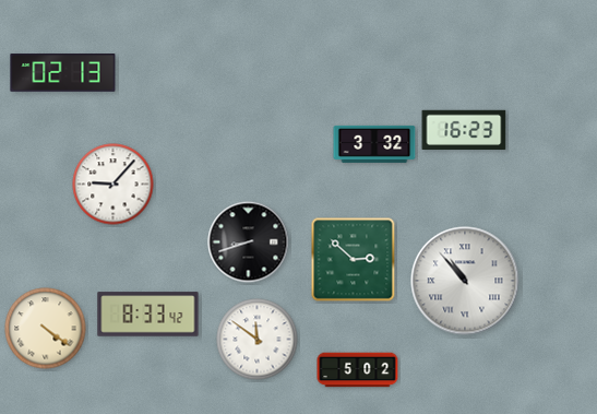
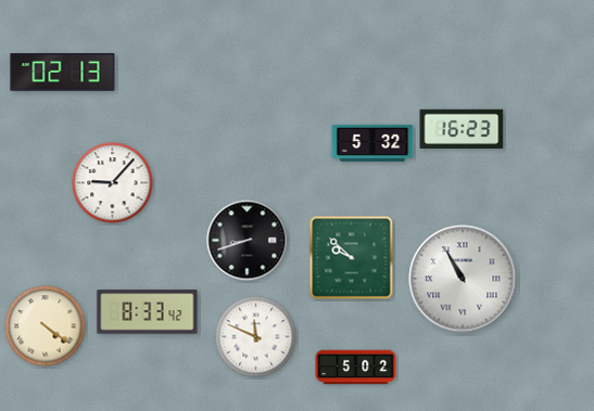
clock at (374, 144): 3:32 -> 5:32
clock at (354, 260): 2:52 -> 9:52
clock at (465, 281): 10:53 -> 10:55
clock at (258, 340): 11:51 -> 11:49
